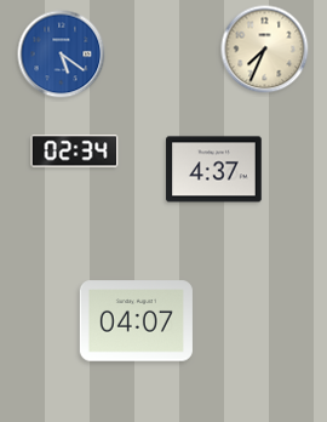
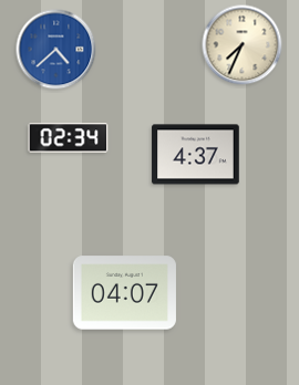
clock at (62, 55): 5:21 -> 4:38
